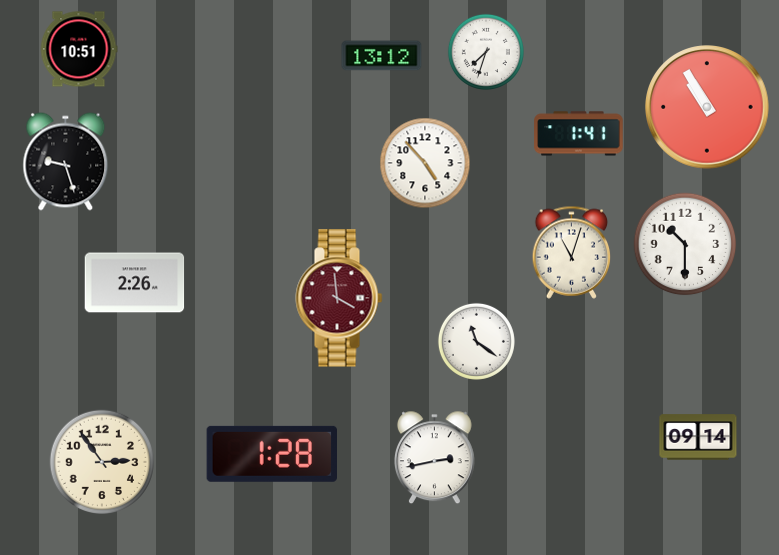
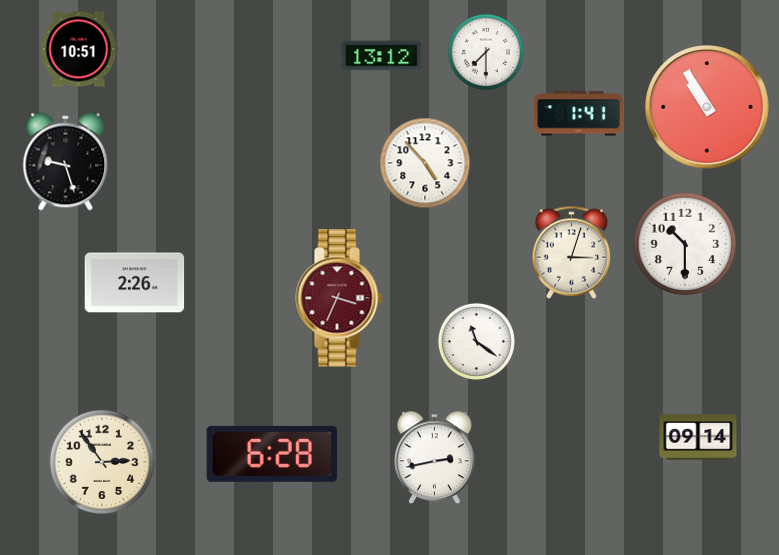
clock at (486, 52): 7:33 -> 7:30
clock at (579, 134) position: (579, 134) -> (579, 114)
clock at (572, 252): 11:03 -> 3:03
clock at (339, 298): 3:59 -> 3:34
clock at (271, 454): 1:28 -> 6:28
